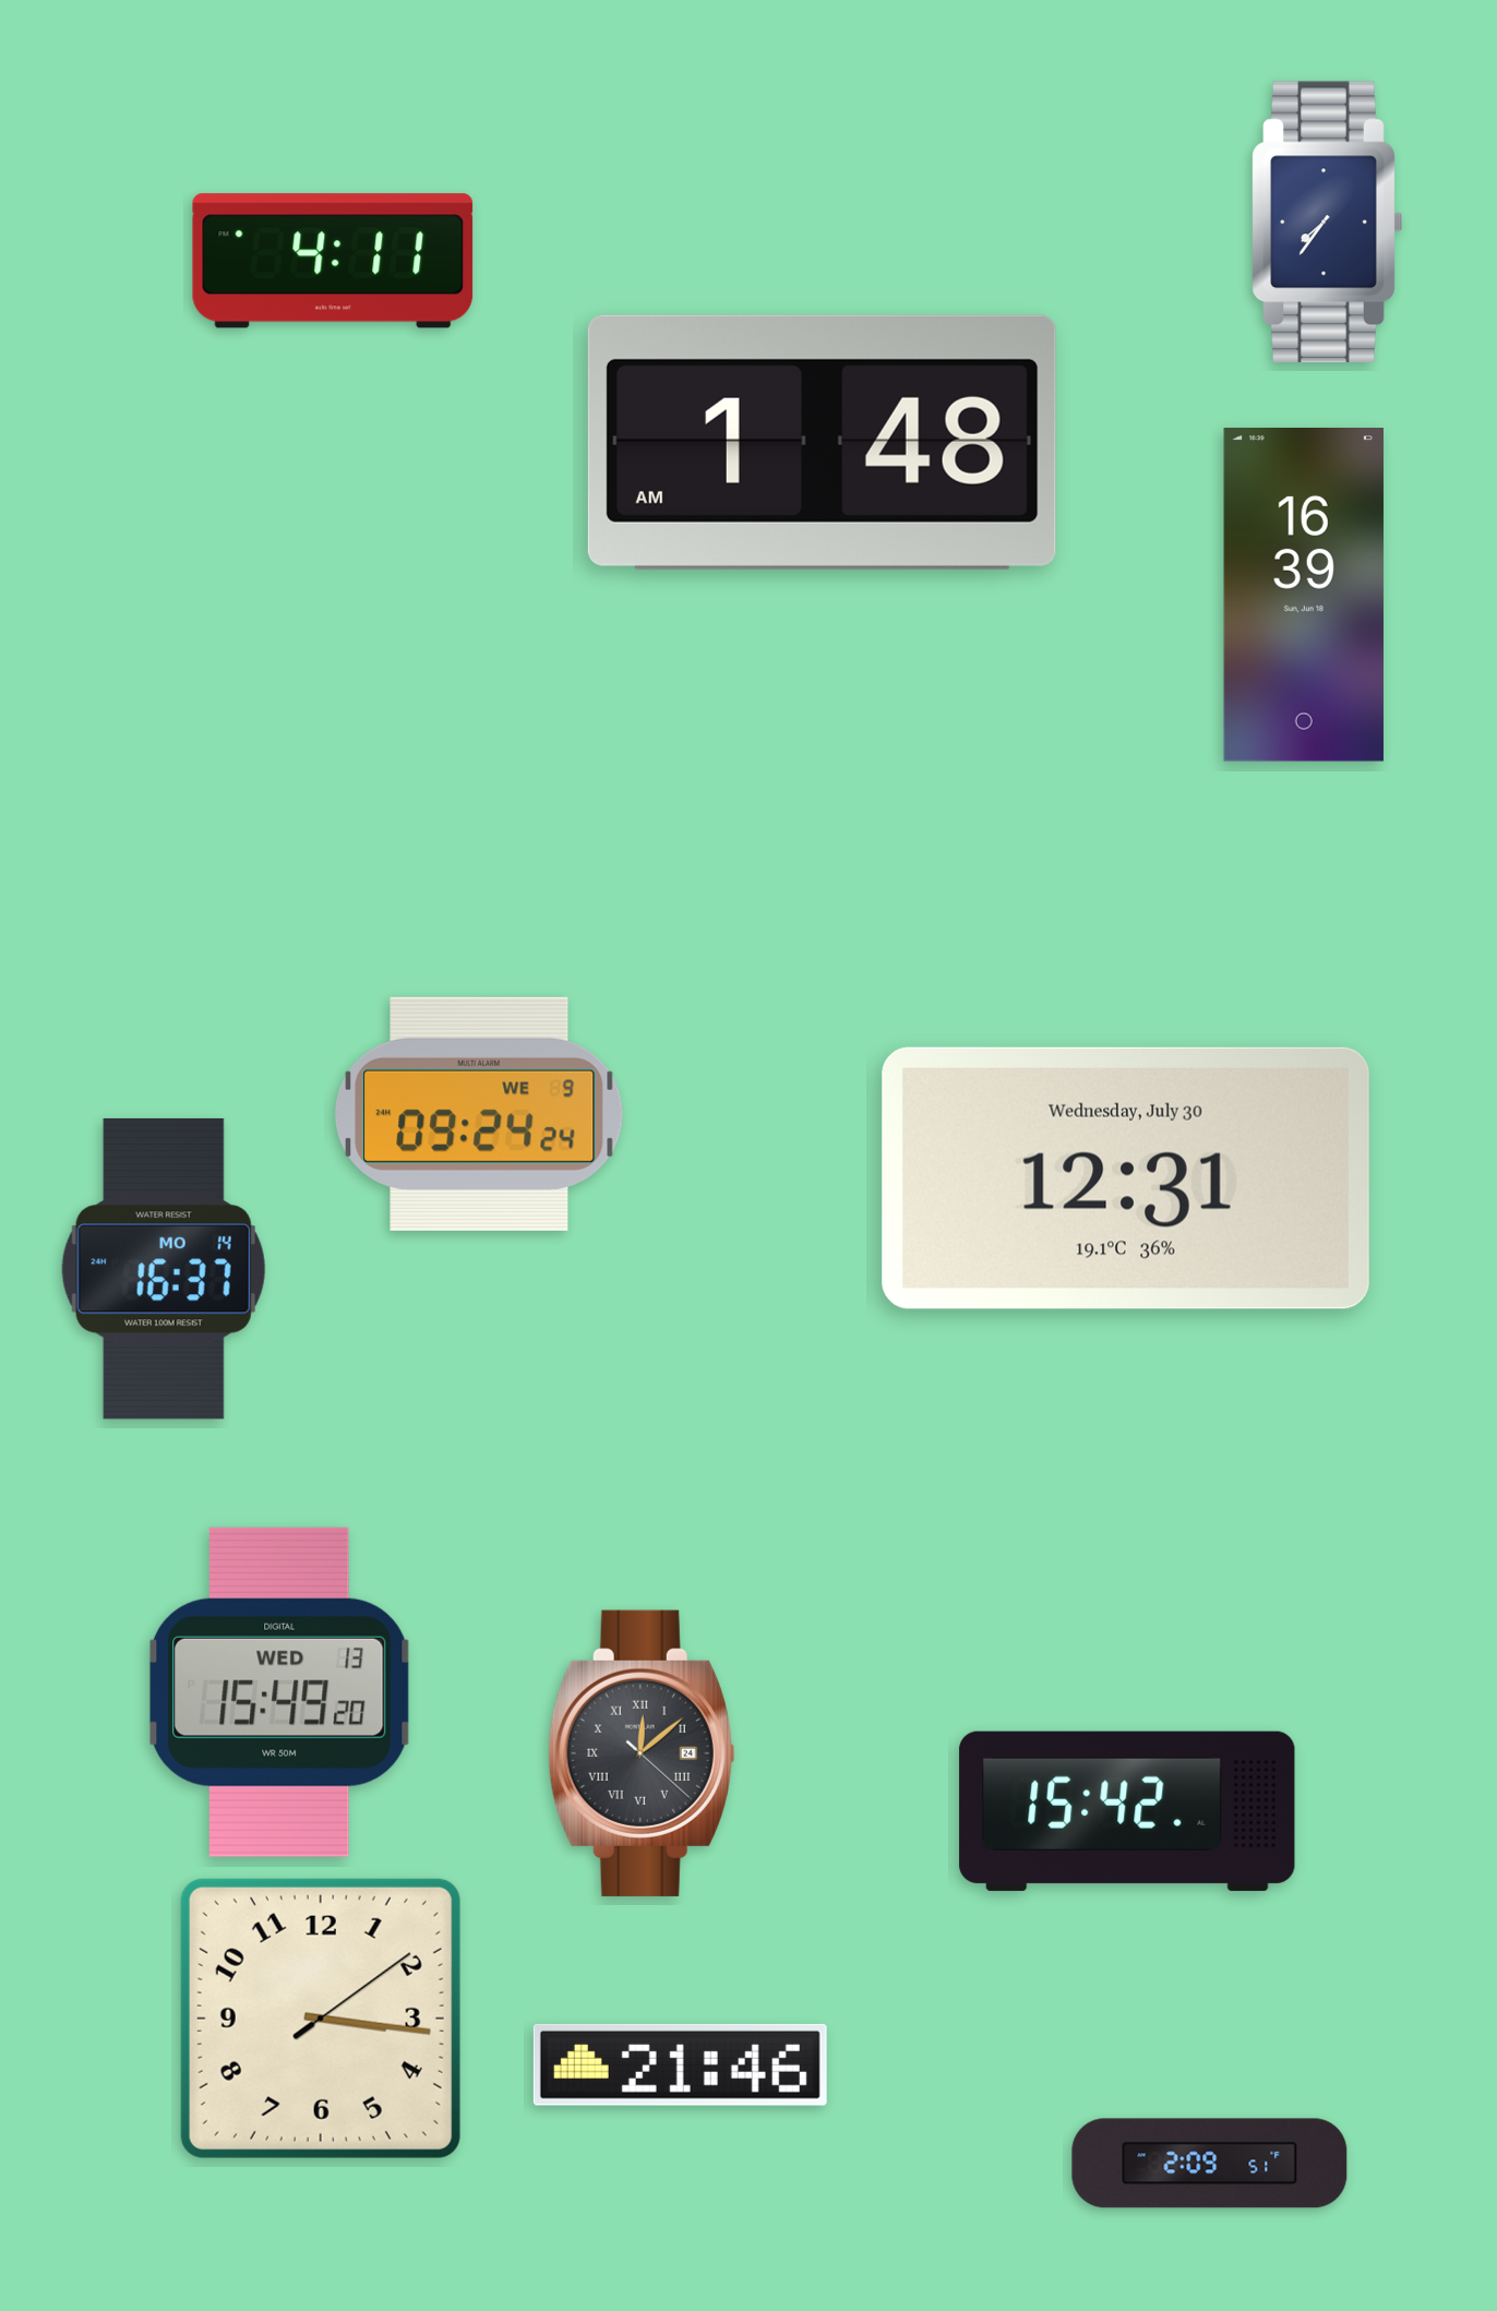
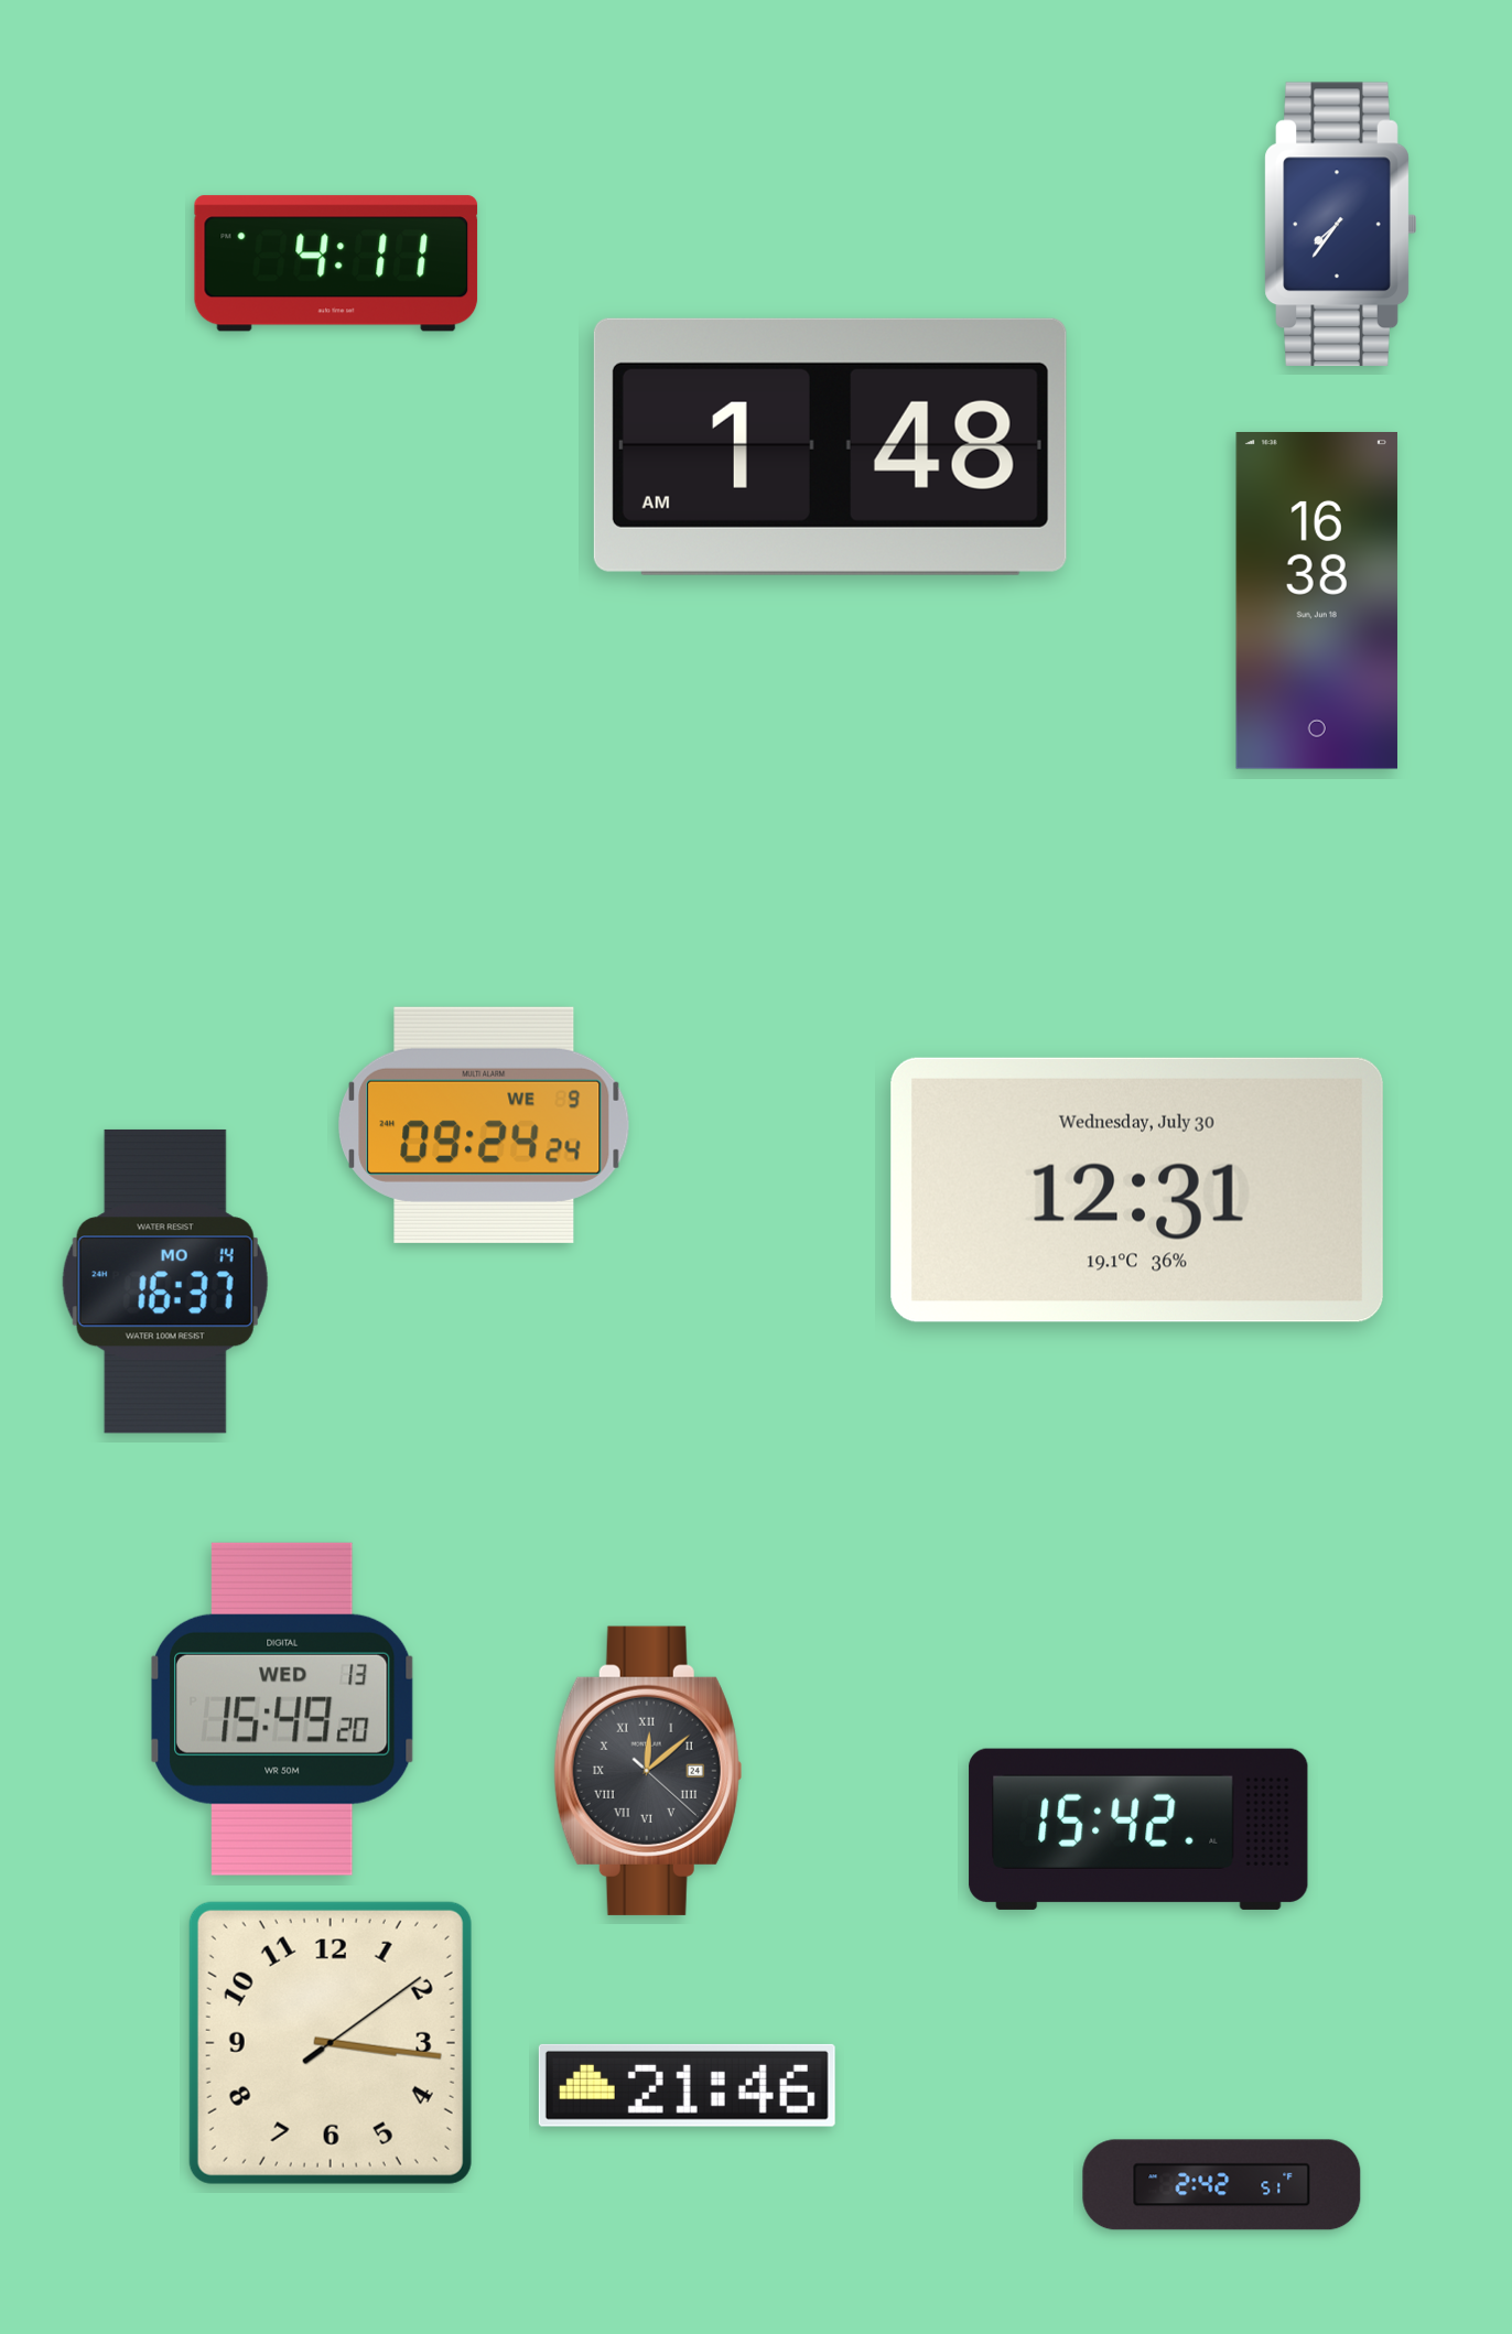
clock at (1304, 596): 16:39 -> 16:38
clock at (321, 2019) position: (321, 2019) -> (331, 2043)
clock at (1210, 2164): 2:09 -> 2:42
